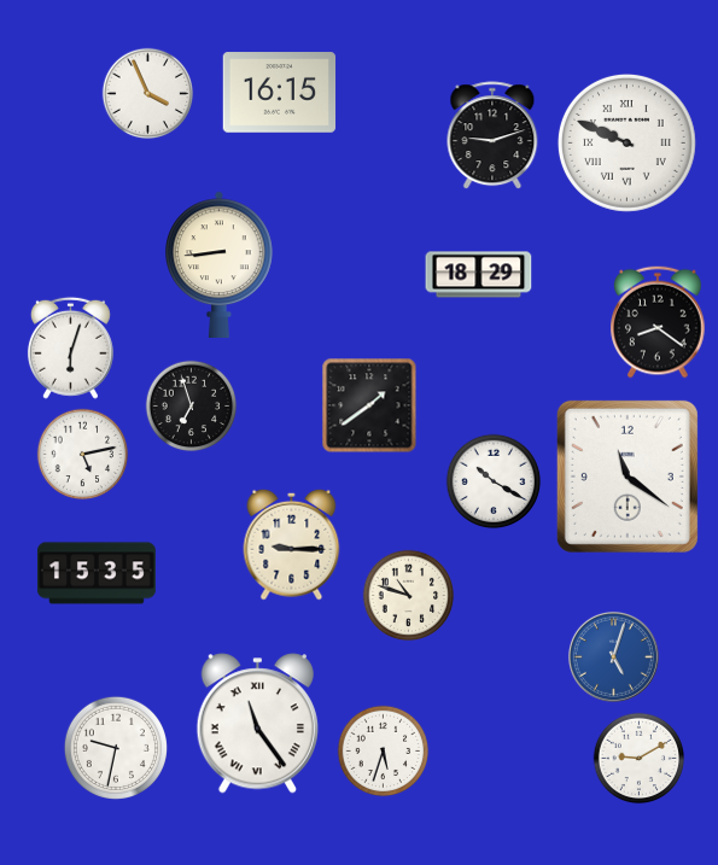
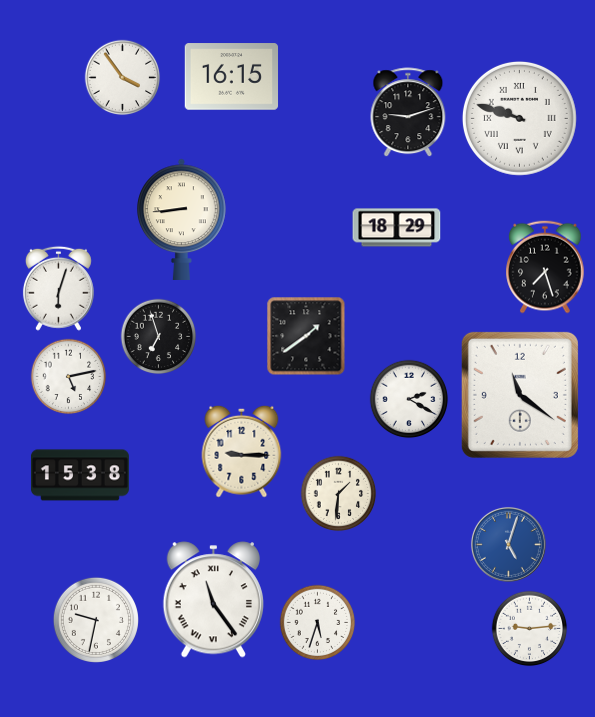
clock at (148, 94): 3:56 -> 3:54
clock at (626, 142): 9:49 -> 9:48
clock at (658, 322): 8:21 -> 7:27
clock at (494, 481): 10:20 -> 2:20
clock at (97, 573): 15:35 -> 15:38
clock at (409, 596): 10:48 -> 1:31
clock at (640, 759): 9:10 -> 9:14
